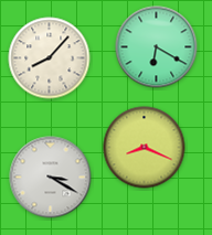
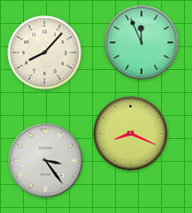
clock at (157, 47): 6:20 -> 11:56
clock at (51, 178): 3:20 -> 3:24
